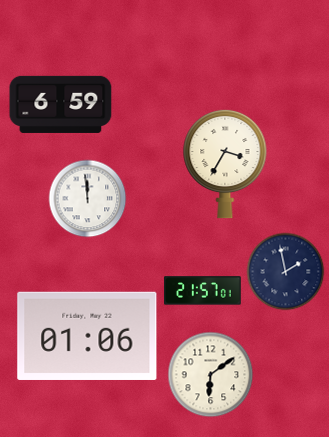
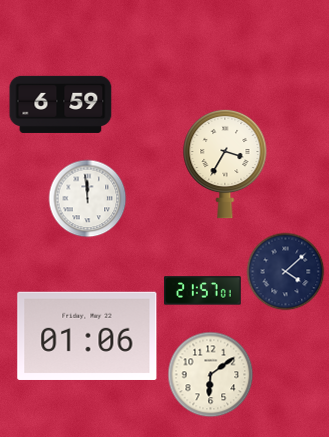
clock at (285, 271): 1:58 -> 4:08
